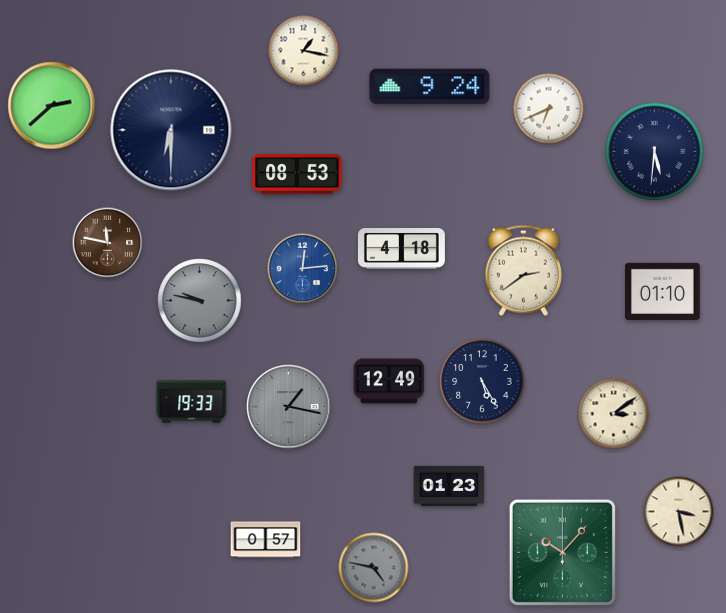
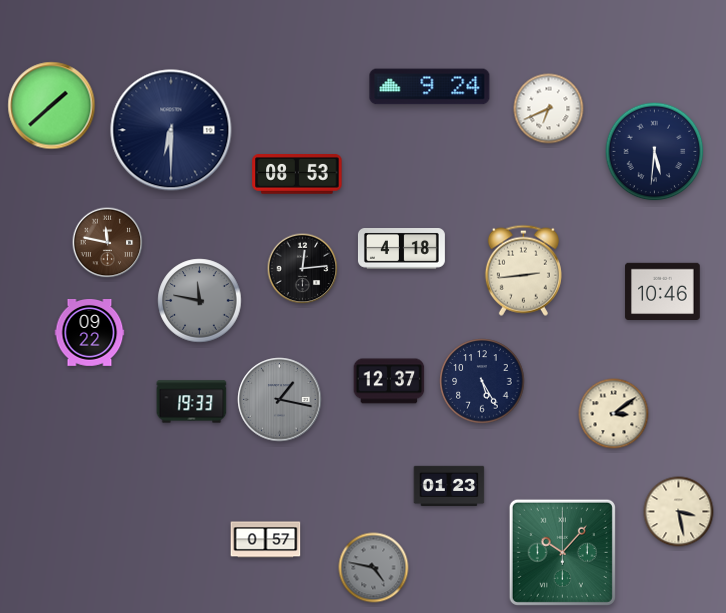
clock at (304, 51): 1:17 -> none
clock at (52, 106): 2:38 -> 1:38
clock at (303, 269) dial: blue -> black
clock at (523, 270): 2:39 -> 2:44
clock at (663, 291): 01:10 -> 10:46
clock at (200, 301): 9:47 -> 11:47
clock at (90, 333): none -> 09:22
clock at (389, 381): 12:49 -> 12:37
clock at (289, 407) position: (289, 407) -> (280, 400)
